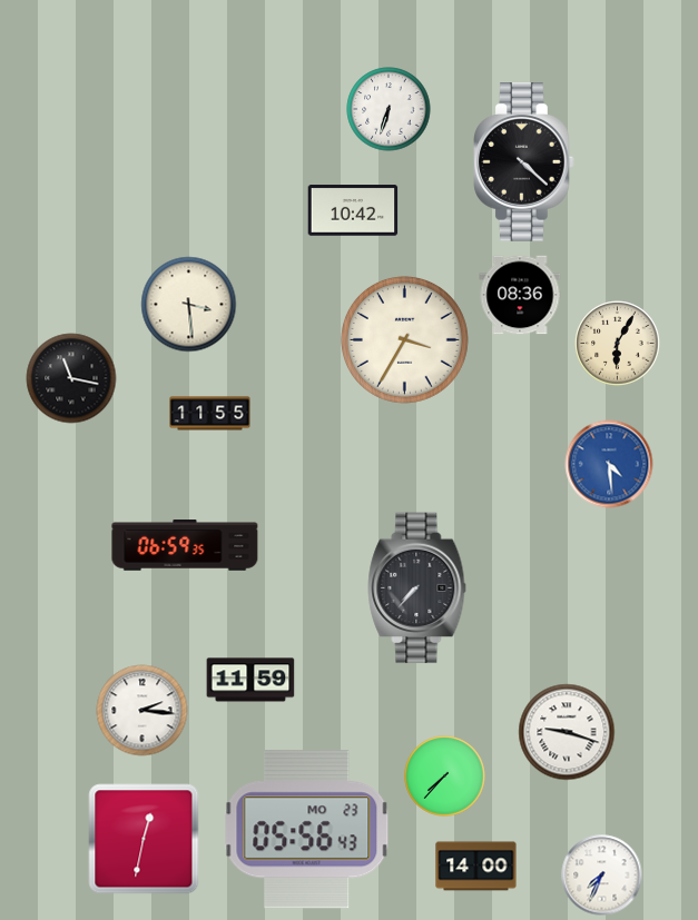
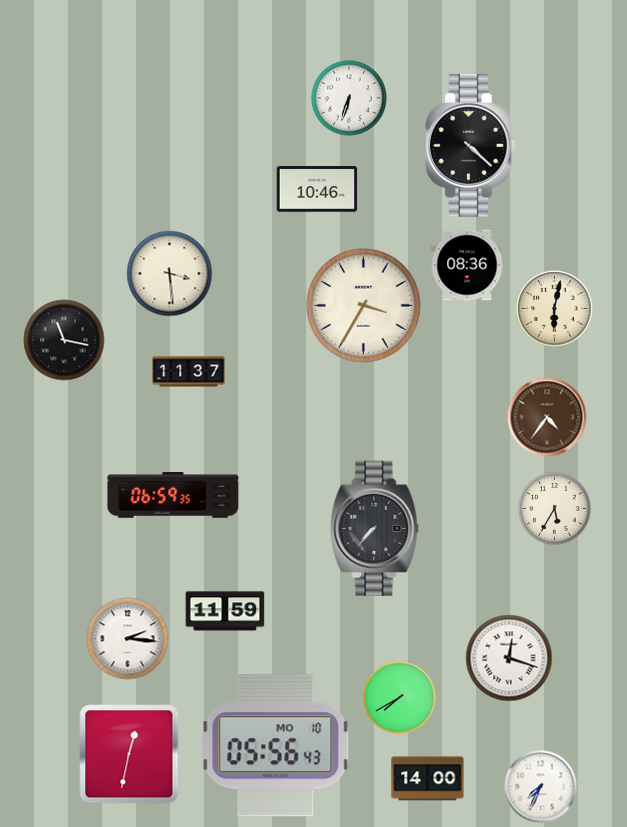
clock at (353, 210): 10:42 -> 10:46
clock at (618, 344): 6:05 -> 6:02
clock at (210, 414): 11:55 -> 11:37
clock at (609, 464): 4:29 -> 4:36
clock at (609, 464) dial: blue -> brown
clock at (185, 545) position: (185, 545) -> (173, 495)
clock at (555, 509): none -> 5:35
clock at (567, 732): 9:18 -> 12:18
clock at (445, 776): 7:37 -> 7:40
clock at (307, 830) date: MO 23 -> MO 10
